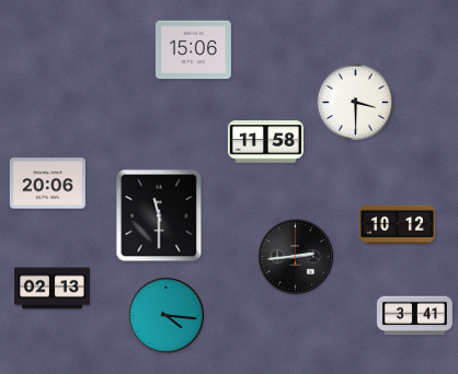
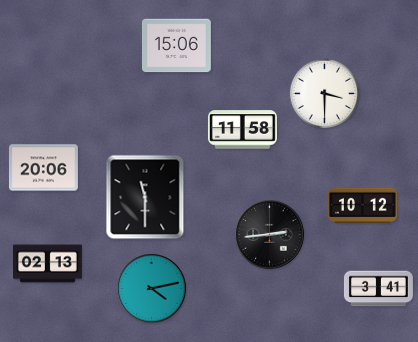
clock at (167, 316): 4:16 -> 4:13
